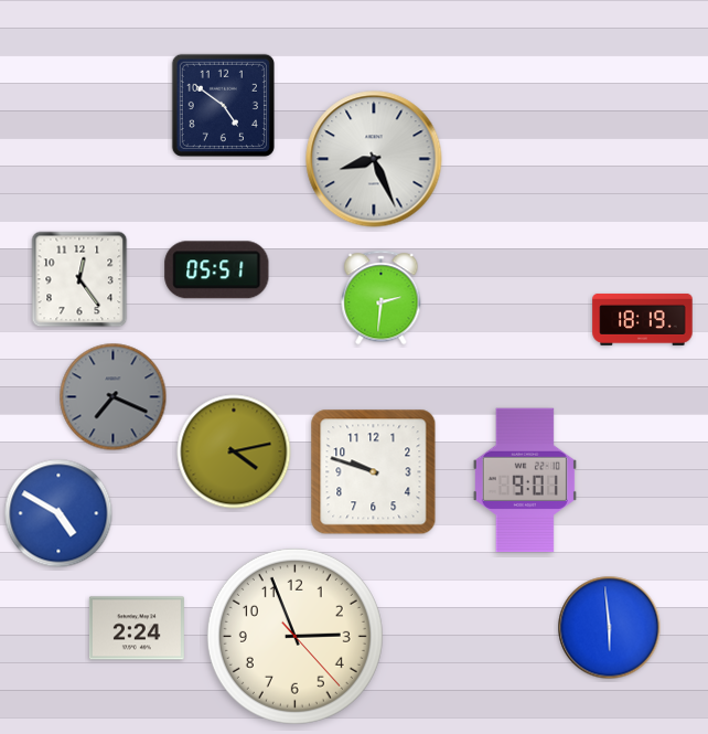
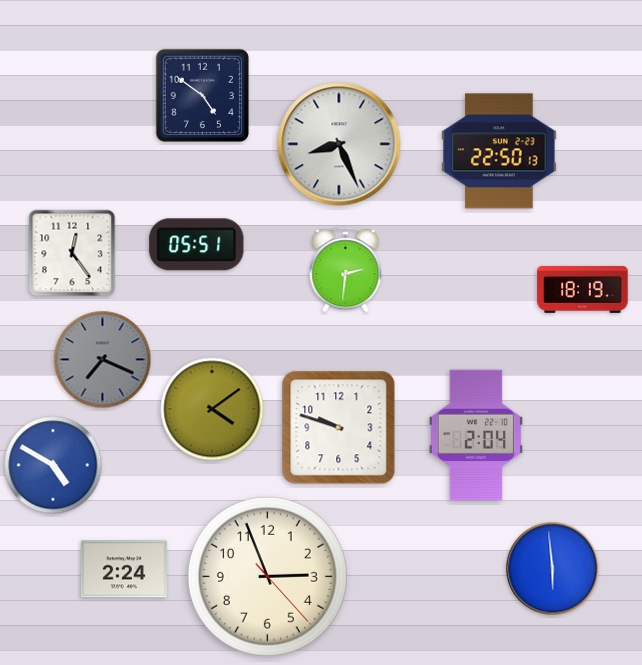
clock at (499, 151): none -> 22:50
clock at (234, 451): 4:13 -> 4:09
clock at (525, 480): 9:01 -> 2:04
